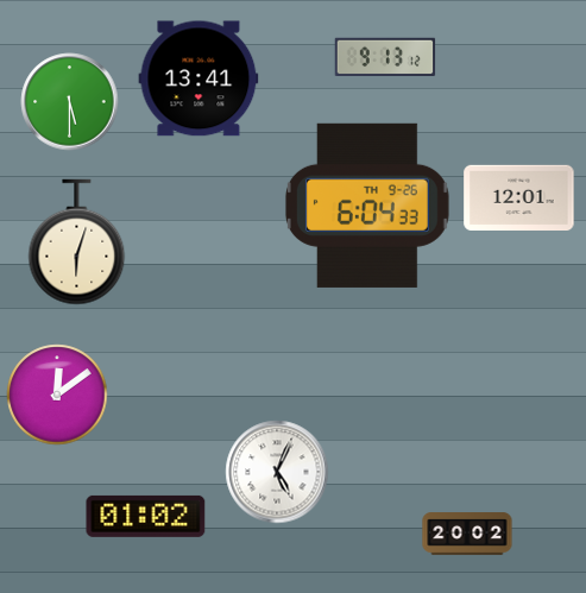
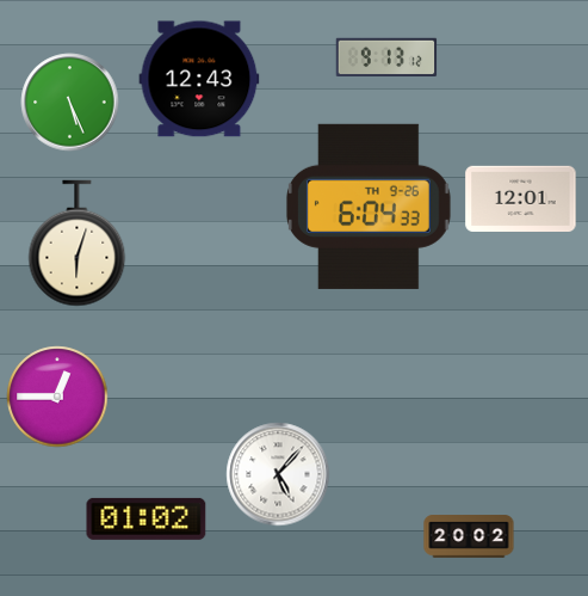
clock at (199, 78): 13:41 -> 12:43
clock at (70, 102): 5:30 -> 5:26
clock at (57, 395): 12:09 -> 12:45
clock at (277, 472): 5:04 -> 5:07
